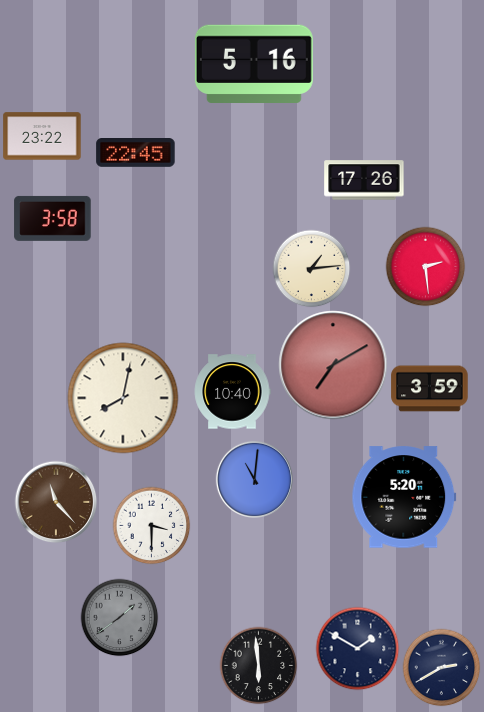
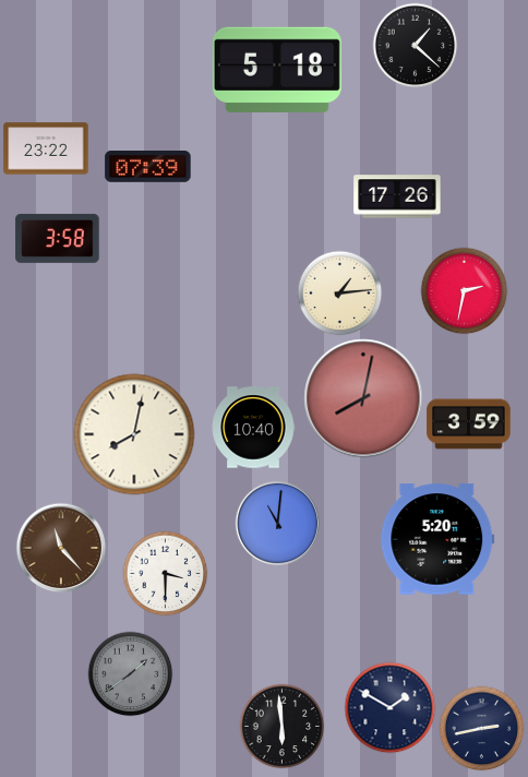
clock at (415, 45): none -> 1:22
clock at (254, 63): 5:16 -> 5:18
clock at (136, 153): 22:45 -> 07:39
clock at (425, 266): 2:29 -> 2:32
clock at (333, 365): 7:10 -> 8:02
clock at (404, 497) position: (404, 497) -> (437, 539)
clock at (441, 667): 2:40 -> 2:43
